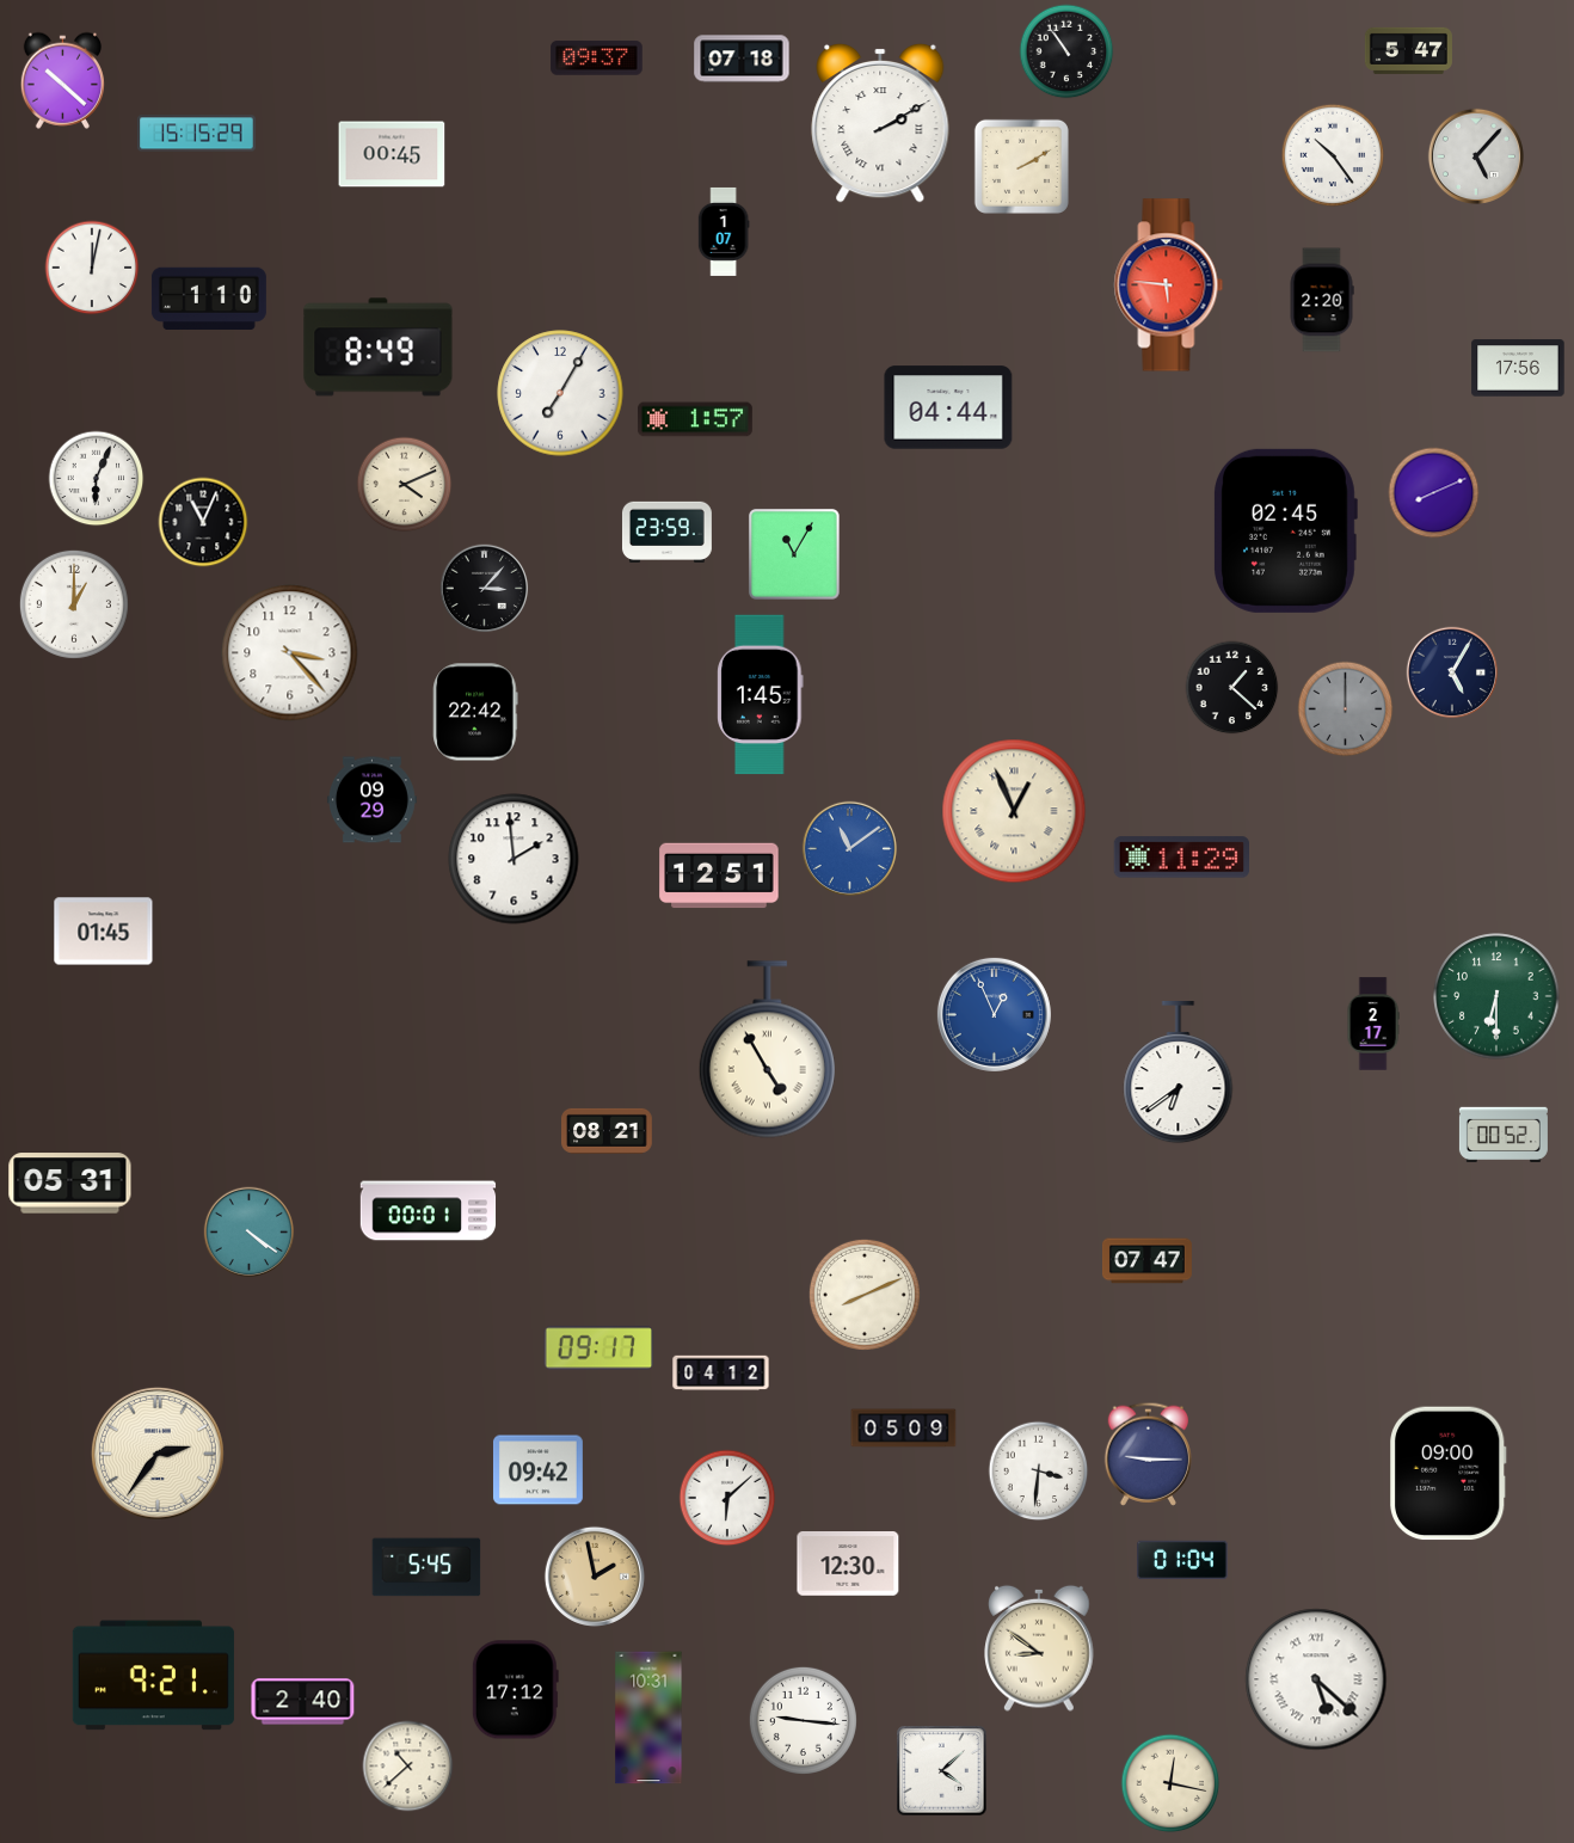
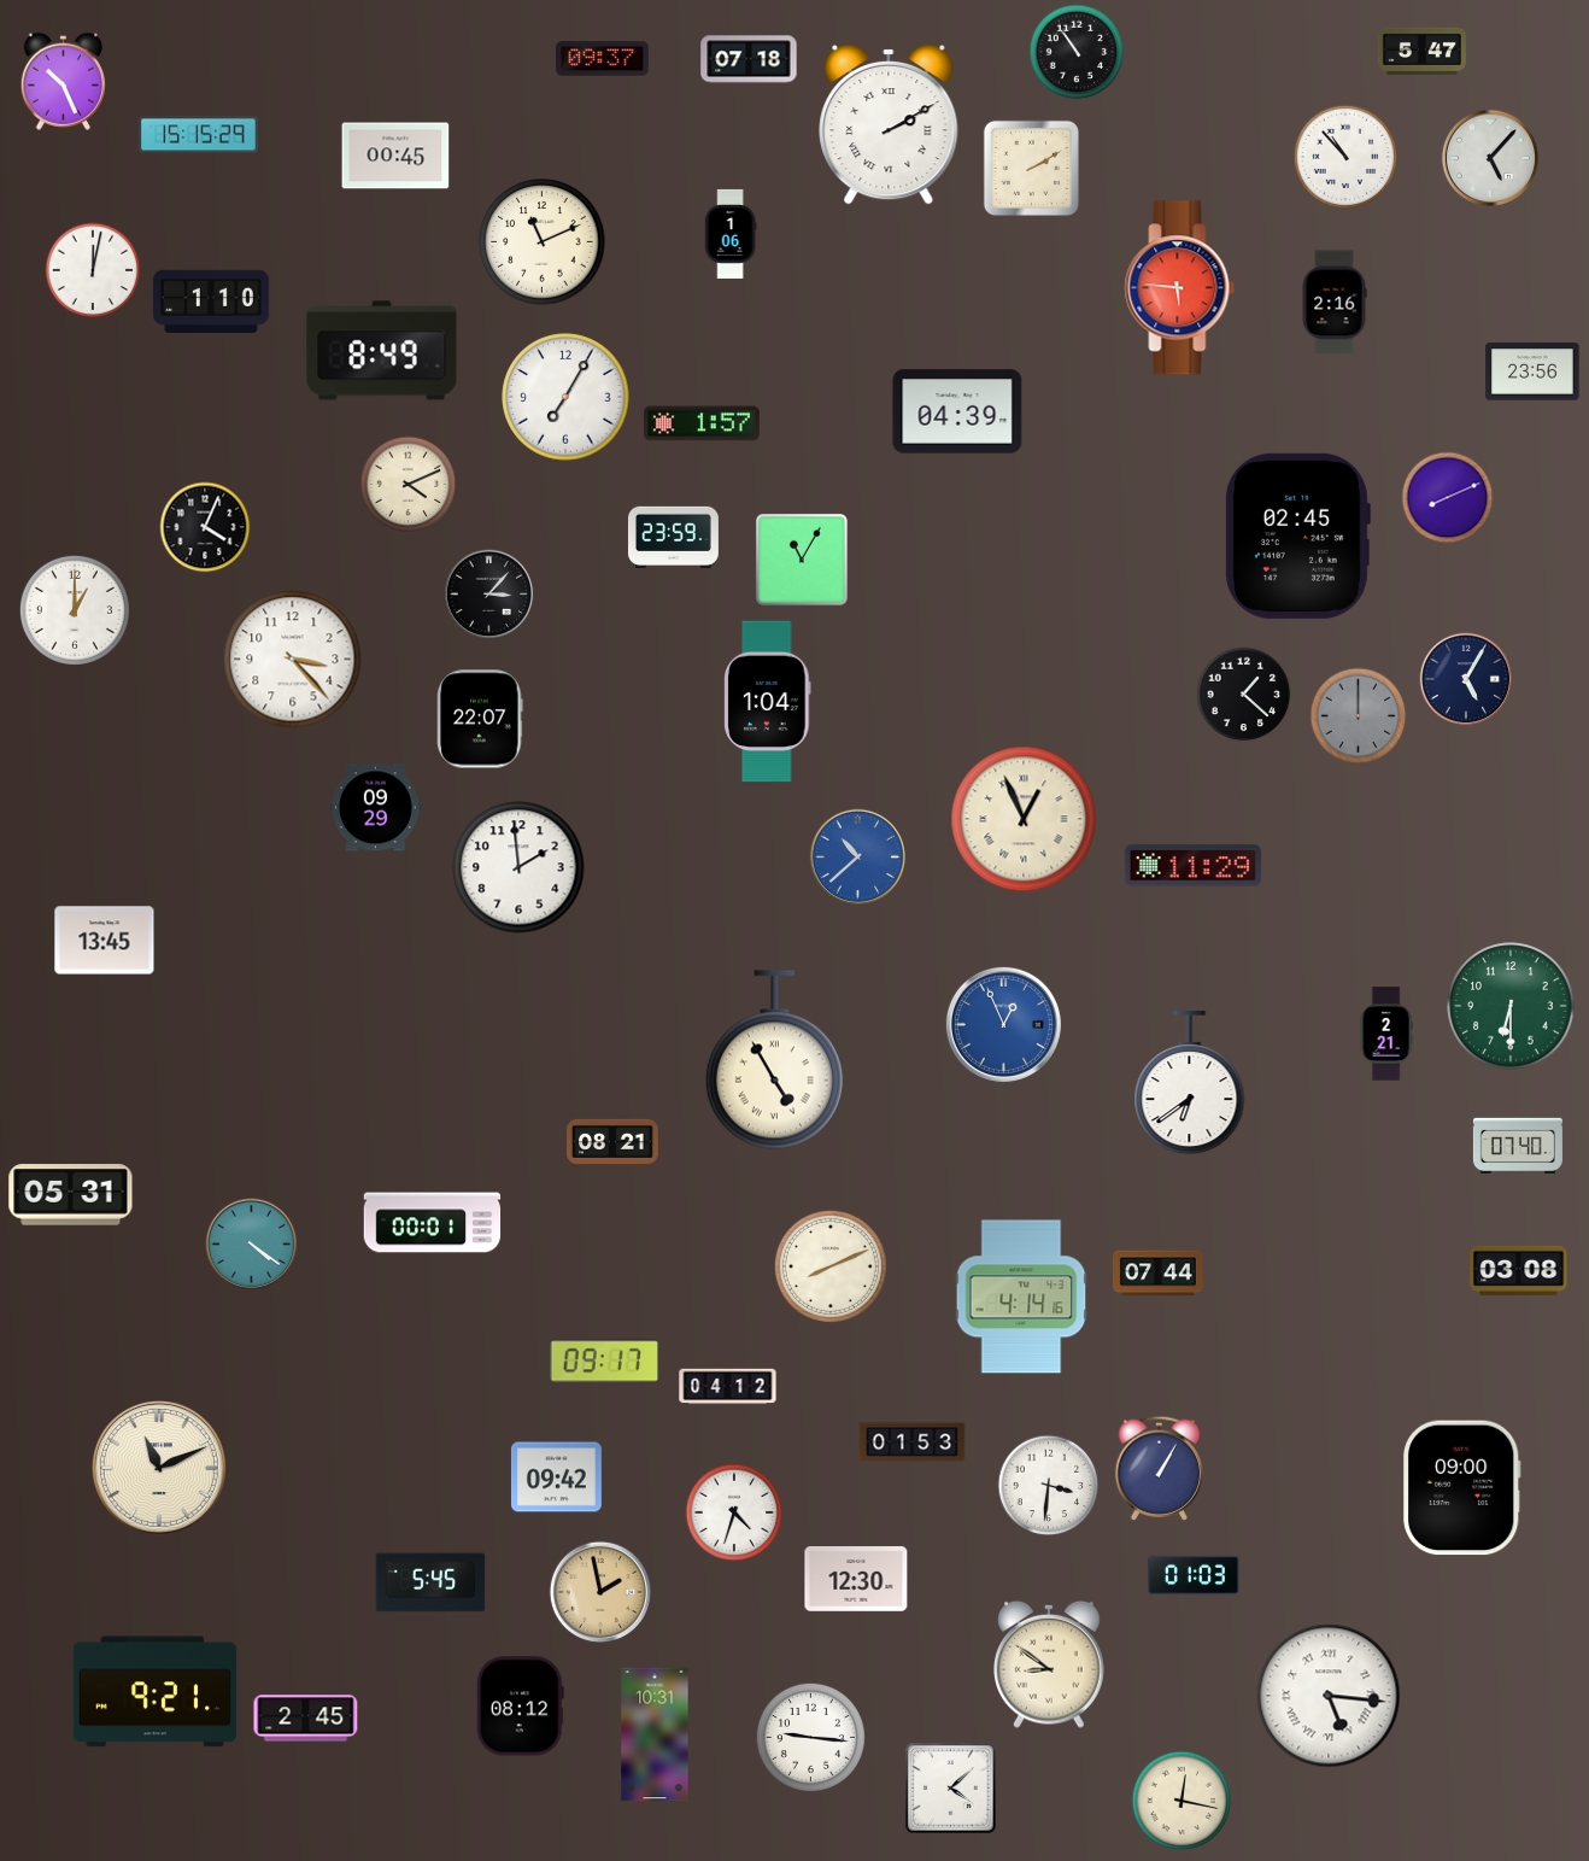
clock at (62, 80): 10:22 -> 10:26
clock at (1333, 155): 10:24 -> 10:53
clock at (724, 232): 1:07 -> 1:06
clock at (543, 242): none -> 11:11
clock at (1322, 300): 2:20 -> 2:16
clock at (1518, 368): 17:56 -> 23:56
clock at (948, 407): 04:44 -> 04:39
clock at (97, 479): 6:04 -> none
clock at (405, 485) position: (405, 485) -> (409, 485)
clock at (203, 522): 11:04 -> 4:04
clock at (761, 695): 1:45 -> 1:04
clock at (475, 712): 22:42 -> 22:07
clock at (849, 848): 11:09 -> 10:38
clock at (719, 876): 12:51 -> none
clock at (104, 932): 01:45 -> 13:45
clock at (1373, 1024): 2:17 -> 2:21
clock at (1504, 1134): 00:52 -> 07:40
clock at (1519, 1270): none -> 03:08
clock at (1146, 1261): 07:47 -> 07:44
clock at (1021, 1297): none -> 4:14
clock at (865, 1295) position: (865, 1295) -> (831, 1266)
clock at (904, 1429): 05:09 -> 01:53
clock at (158, 1454): 2:36 -> 11:11
clock at (1148, 1454): 9:15 -> 1:05
clock at (537, 1470) position: (537, 1470) -> (556, 1477)
clock at (727, 1498): 6:08 -> 4:33
clock at (1183, 1560): 01:04 -> 01:03
clock at (1316, 1679): 5:22 -> 5:16
clock at (515, 1690): 17:12 -> 08:12
clock at (303, 1702): 2:40 -> 2:45
clock at (408, 1767): 10:38 -> none
